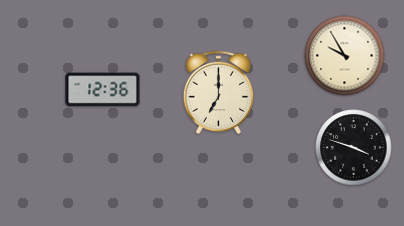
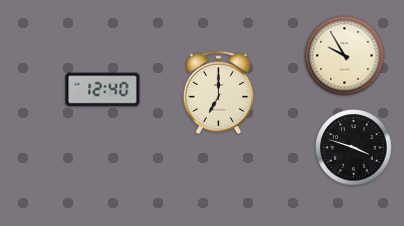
clock at (103, 90): 12:36 -> 12:40
